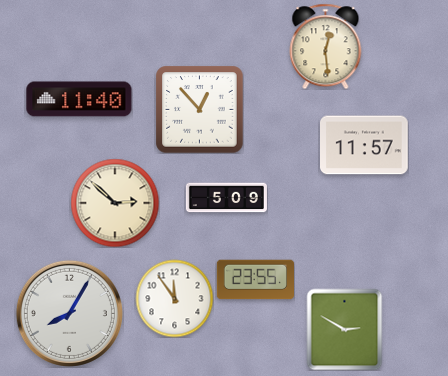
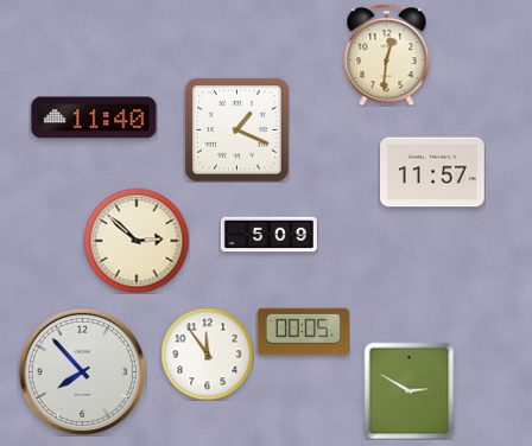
clock at (326, 46): 12:29 -> 12:31
clock at (199, 109): 12:53 -> 1:19
clock at (255, 280): 23:55 -> 00:05
clock at (69, 313): 8:05 -> 7:53
